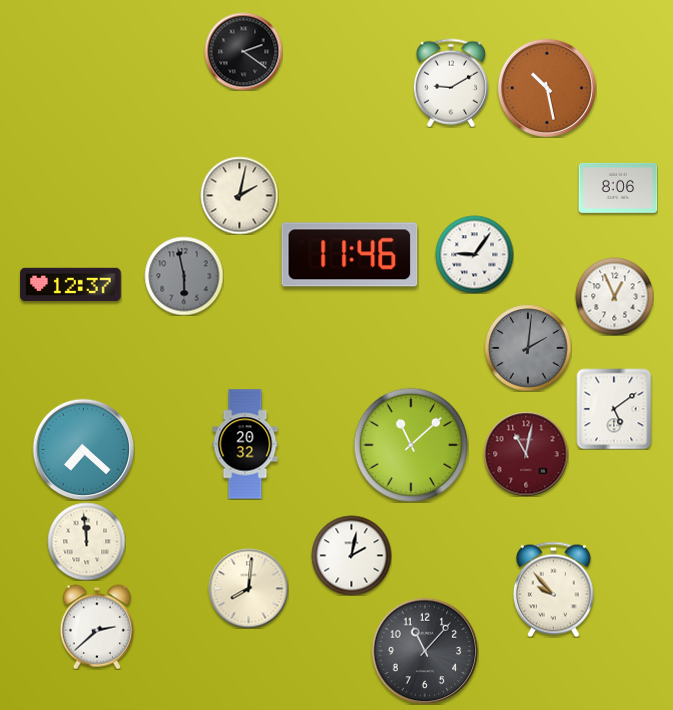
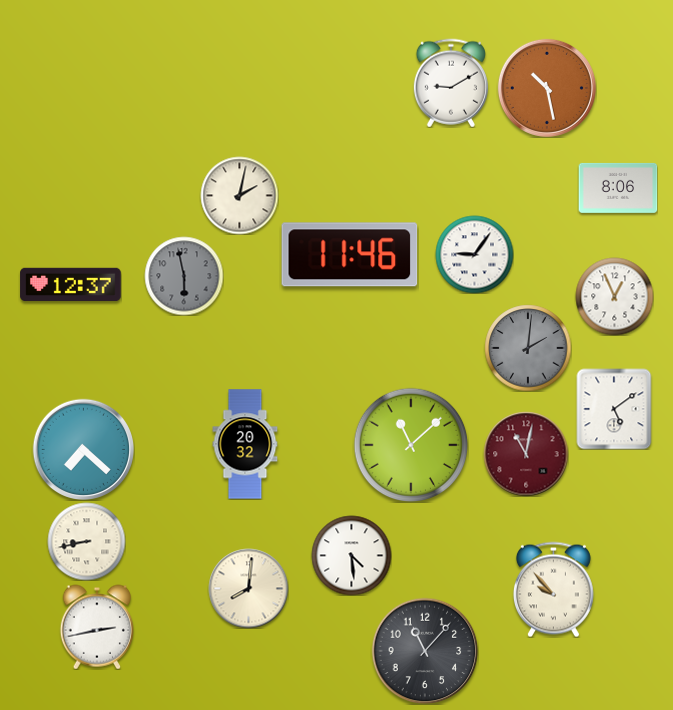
clock at (243, 51): 2:21 -> none
clock at (86, 541): 11:59 -> 8:43
clock at (351, 555): 2:02 -> 4:29
clock at (96, 627): 2:38 -> 2:43
